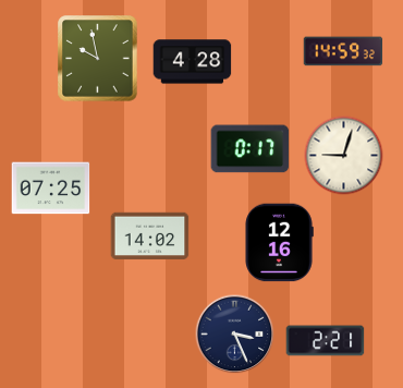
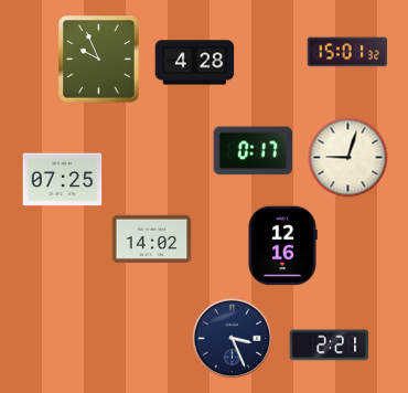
clock at (343, 51): 14:59 -> 15:01
clock at (98, 59): 9:58 -> 9:56
clock at (51, 189) position: (51, 189) -> (63, 180)
clock at (235, 335) position: (235, 335) -> (233, 339)
